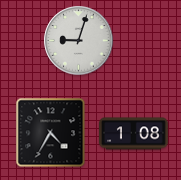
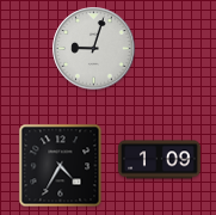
clock at (51, 133) position: (51, 133) -> (61, 166)
clock at (134, 134): 1:08 -> 1:09
